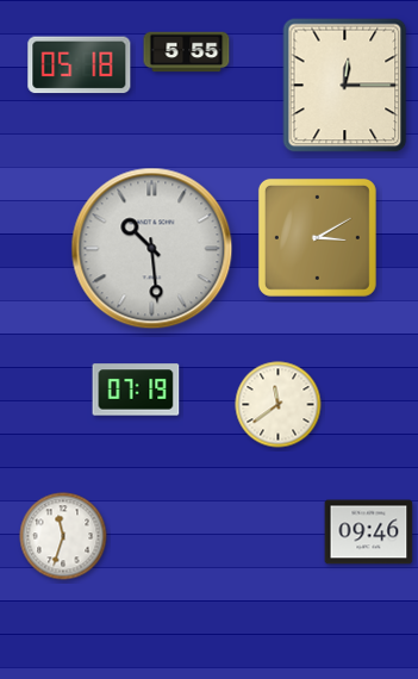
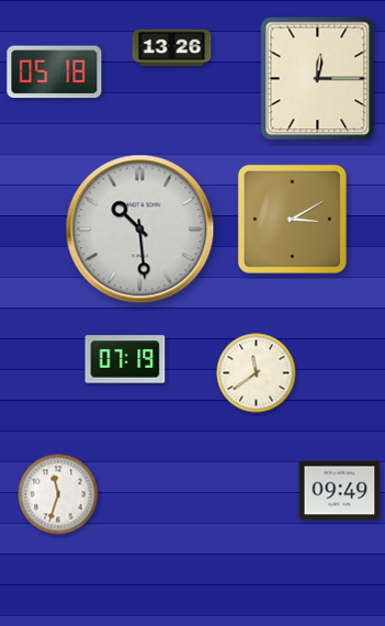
clock at (187, 52): 5:55 -> 13:26
clock at (80, 66) position: (80, 66) -> (55, 72)
clock at (369, 532): 09:46 -> 09:49
